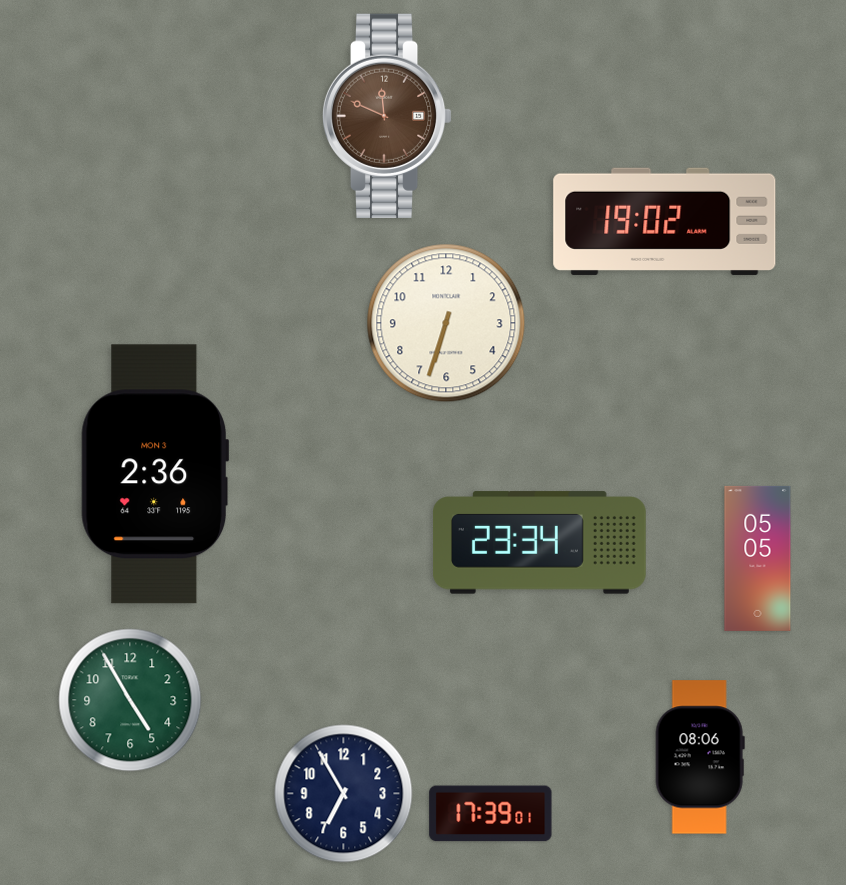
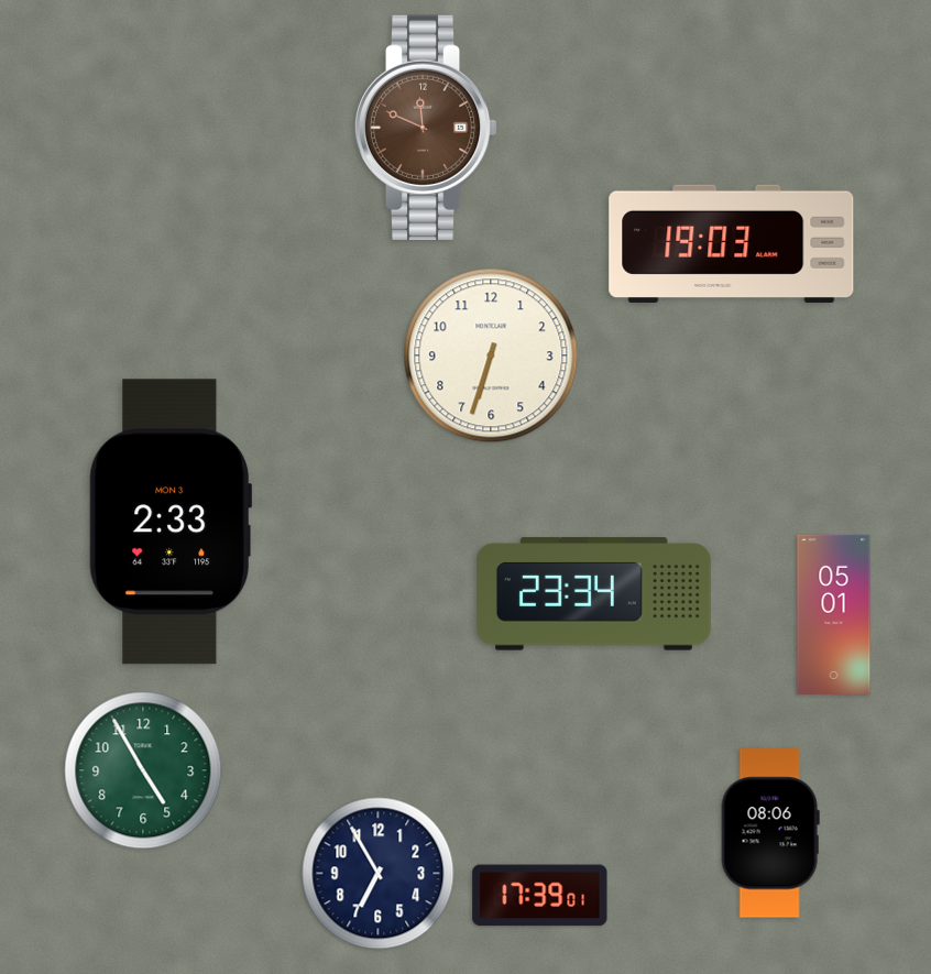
clock at (665, 221): 19:02 -> 19:03
clock at (154, 474): 2:36 -> 2:33
clock at (540, 543) position: (540, 543) -> (594, 594)
clock at (758, 558): 05:05 -> 05:01
